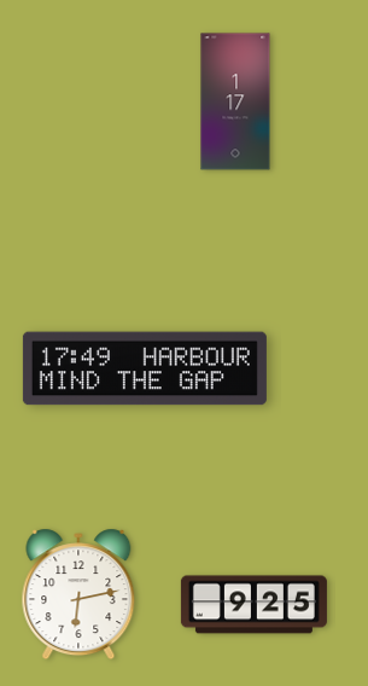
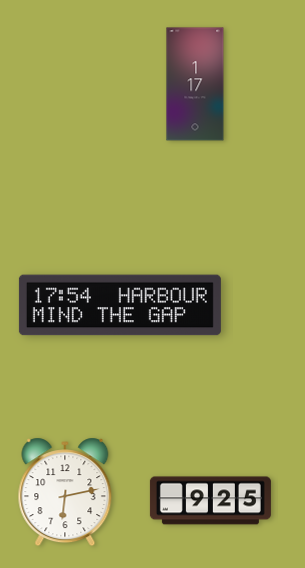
clock at (145, 368): 17:49 -> 17:54
